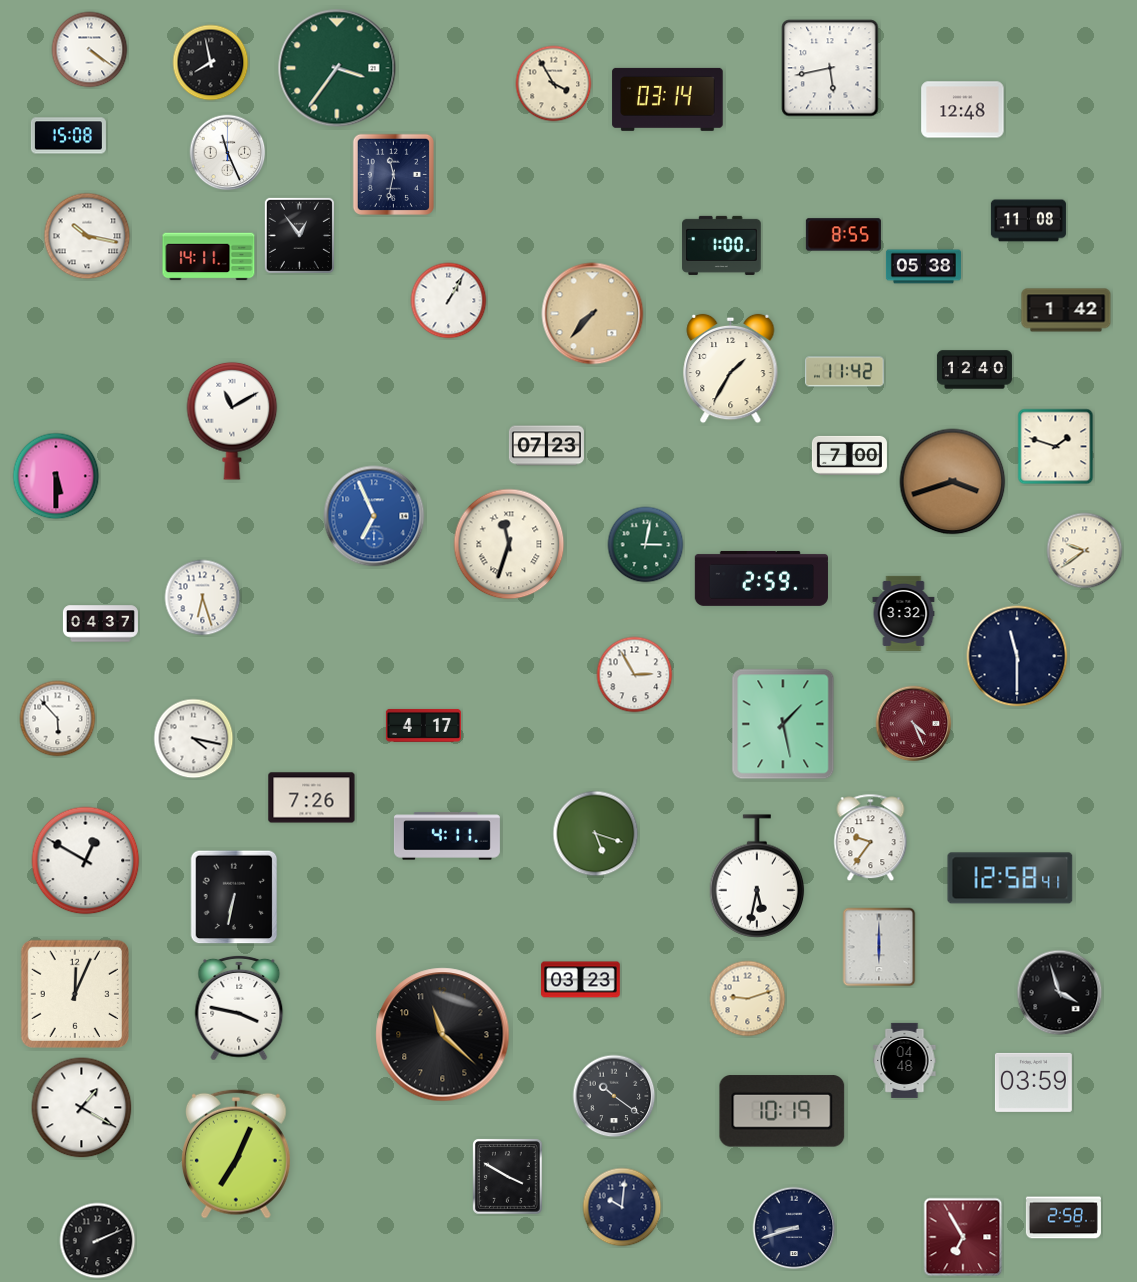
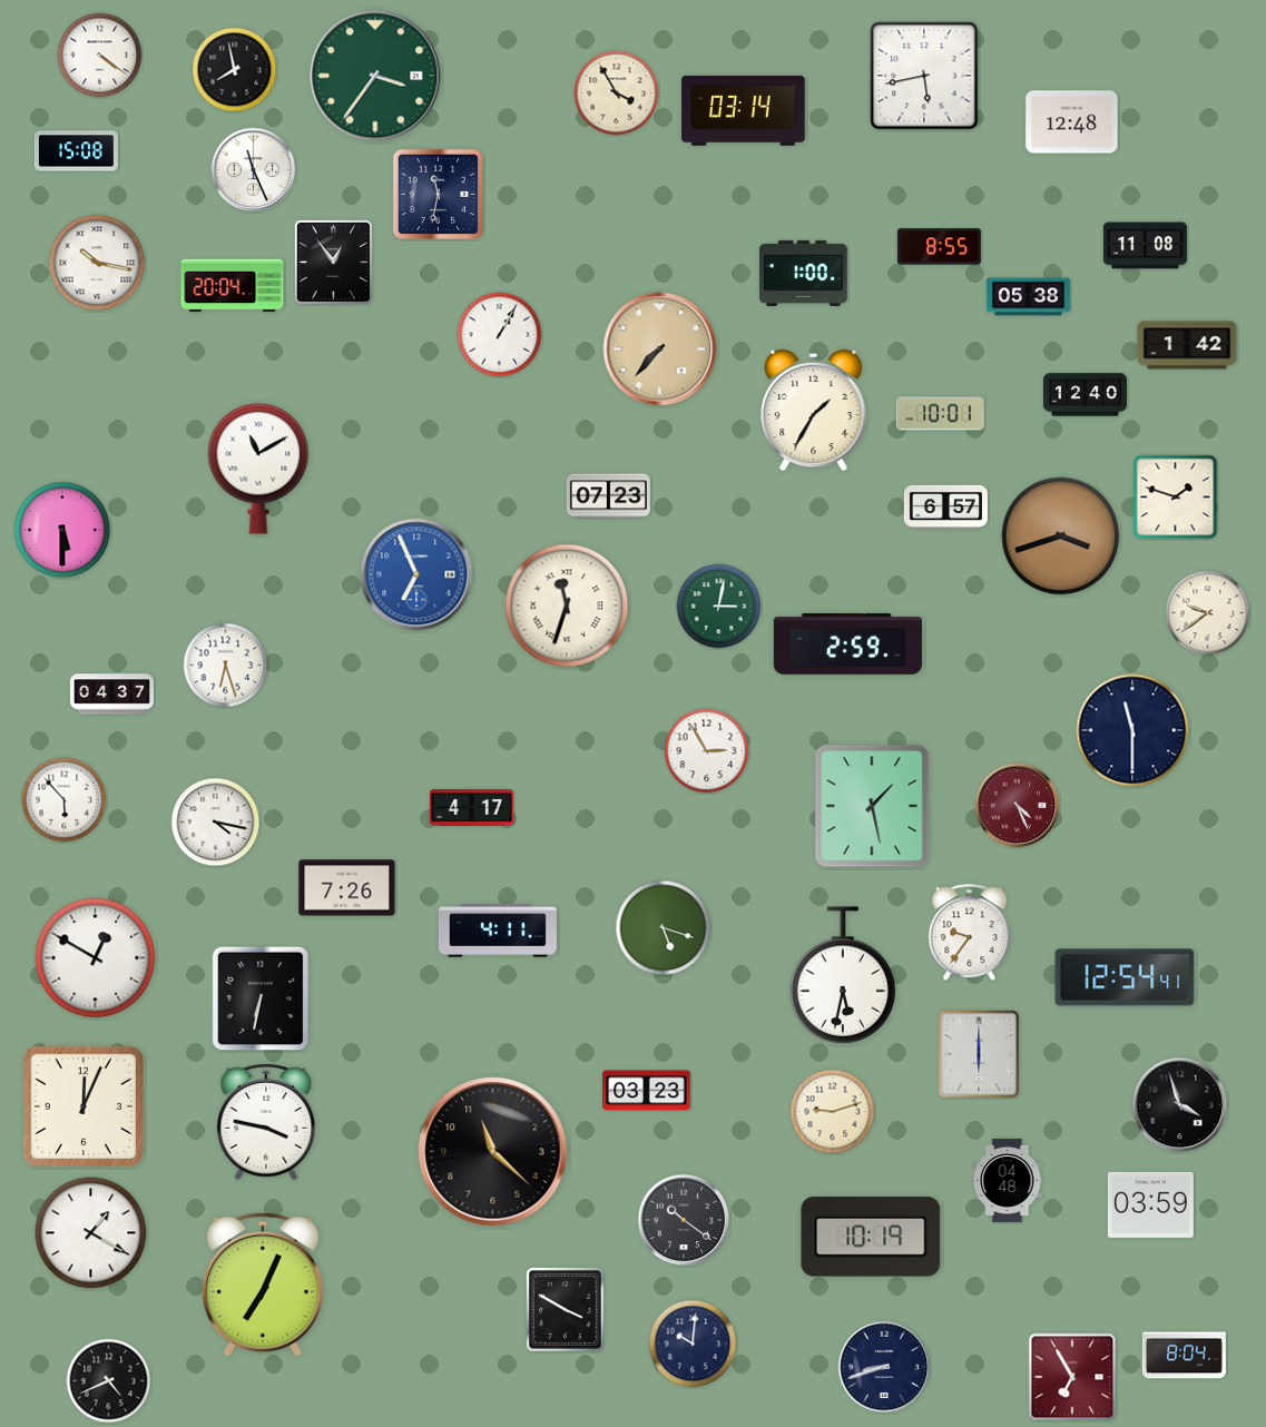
clock at (843, 235) position: (843, 235) -> (939, 247)
clock at (209, 257): 14:11 -> 20:04
clock at (974, 370) position: (974, 370) -> (1085, 395)
clock at (845, 372): 11:42 -> 10:01
clock at (849, 455): 7:00 -> 6:57
clock at (904, 613): 3:32 -> none
clock at (1010, 878): 12:58 -> 12:54
clock at (1063, 1218): 2:58 -> 8:04
clock at (98, 1241): 2:11 -> 4:41
